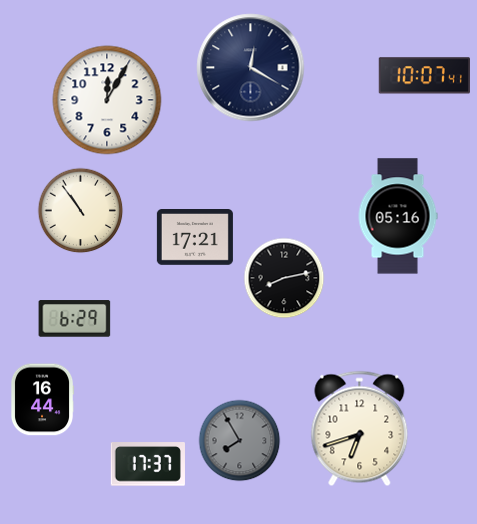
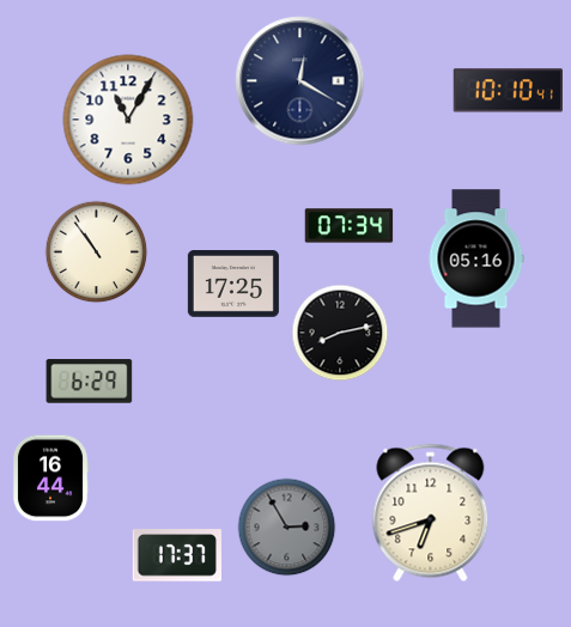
clock at (424, 76): 10:07 -> 10:10
clock at (107, 100): 12:05 -> 11:05
clock at (350, 226): none -> 07:34
clock at (195, 238): 17:21 -> 17:25
clock at (240, 441): 7:55 -> 2:55
